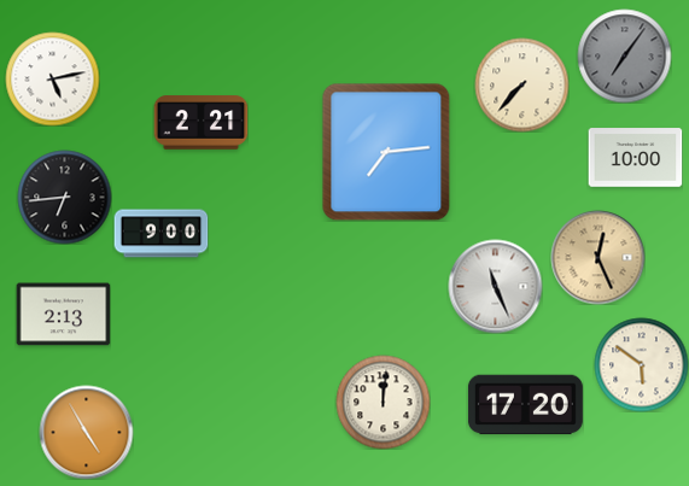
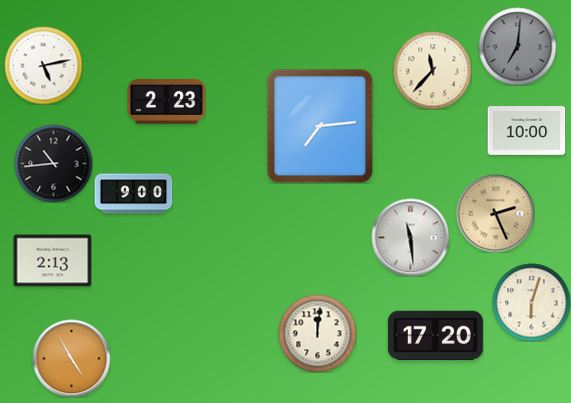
clock at (624, 55): 7:06 -> 7:01
clock at (521, 84): 7:37 -> 11:37
clock at (200, 123): 2:21 -> 2:23
clock at (64, 197): 6:44 -> 10:44
clock at (597, 257): 12:26 -> 2:26
clock at (495, 286): 11:26 -> 11:29
clock at (641, 364): 5:51 -> 6:03
